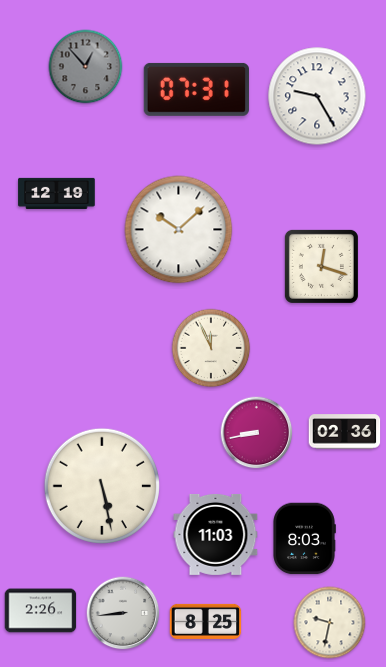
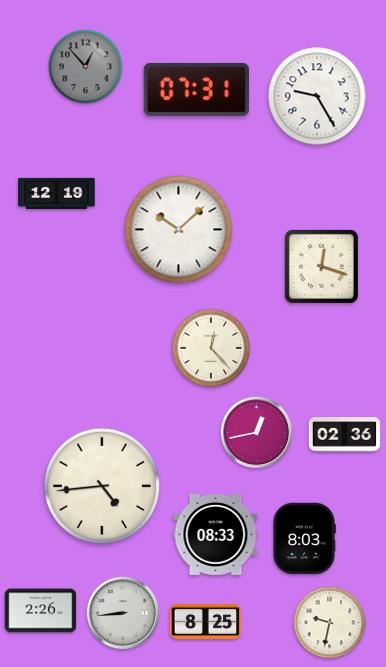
clock at (211, 348): 11:56 -> 12:23
clock at (345, 432) position: (345, 432) -> (345, 435)
clock at (257, 433): 8:43 -> 12:43
clock at (102, 486): 5:28 -> 4:44
clock at (216, 534): 11:03 -> 08:33
